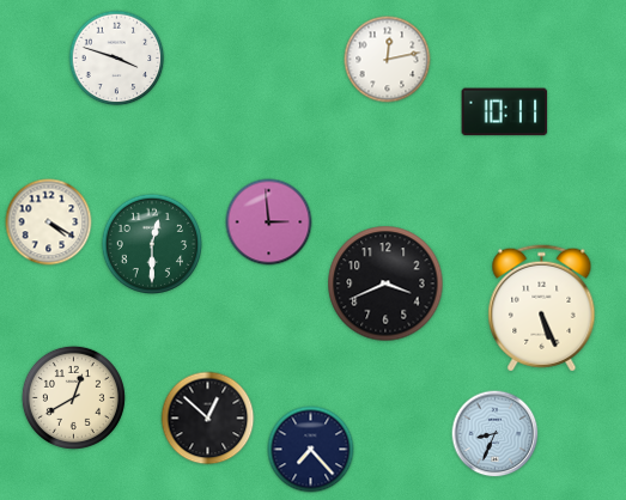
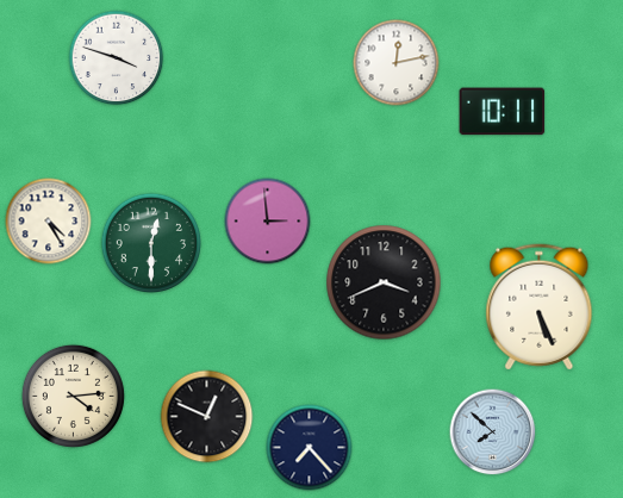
clock at (388, 60) position: (388, 60) -> (397, 63)
clock at (49, 222): 4:20 -> 4:25
clock at (73, 397): 12:40 -> 4:14
clock at (208, 419): 12:52 -> 12:49
clock at (496, 434): 8:34 -> 7:52
